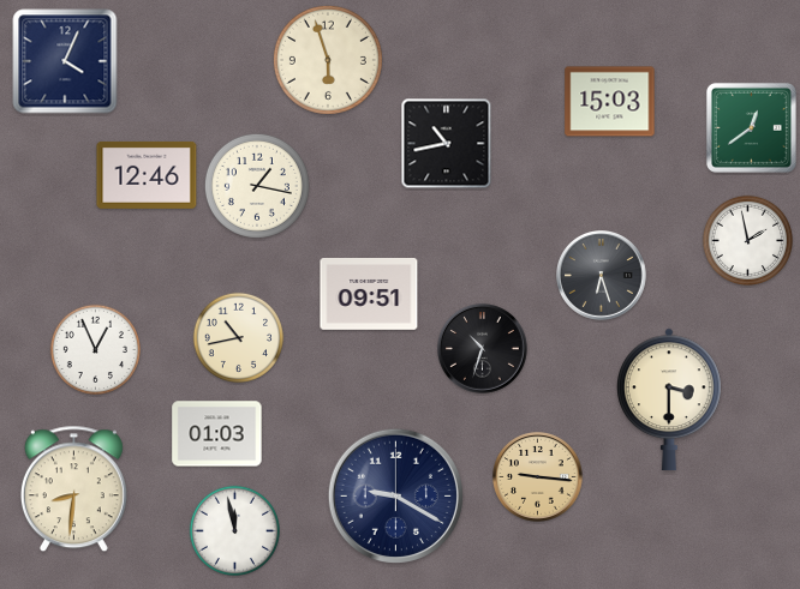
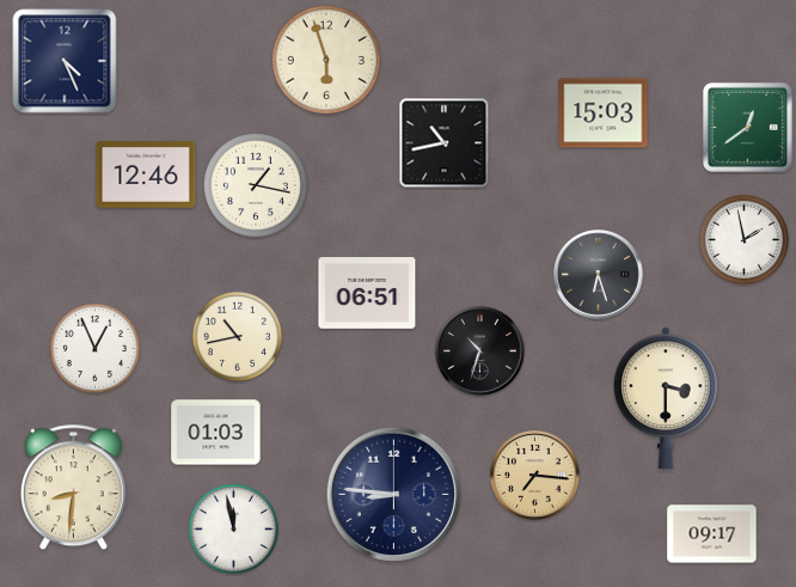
clock at (65, 61): 4:04 -> 4:26
clock at (610, 102) position: (610, 102) -> (604, 114)
clock at (369, 295): 09:51 -> 06:51
clock at (483, 349) position: (483, 349) -> (480, 351)
clock at (538, 477): 9:16 -> 7:16
clock at (395, 495): 9:20 -> 8:46
clock at (712, 534): none -> 09:17
